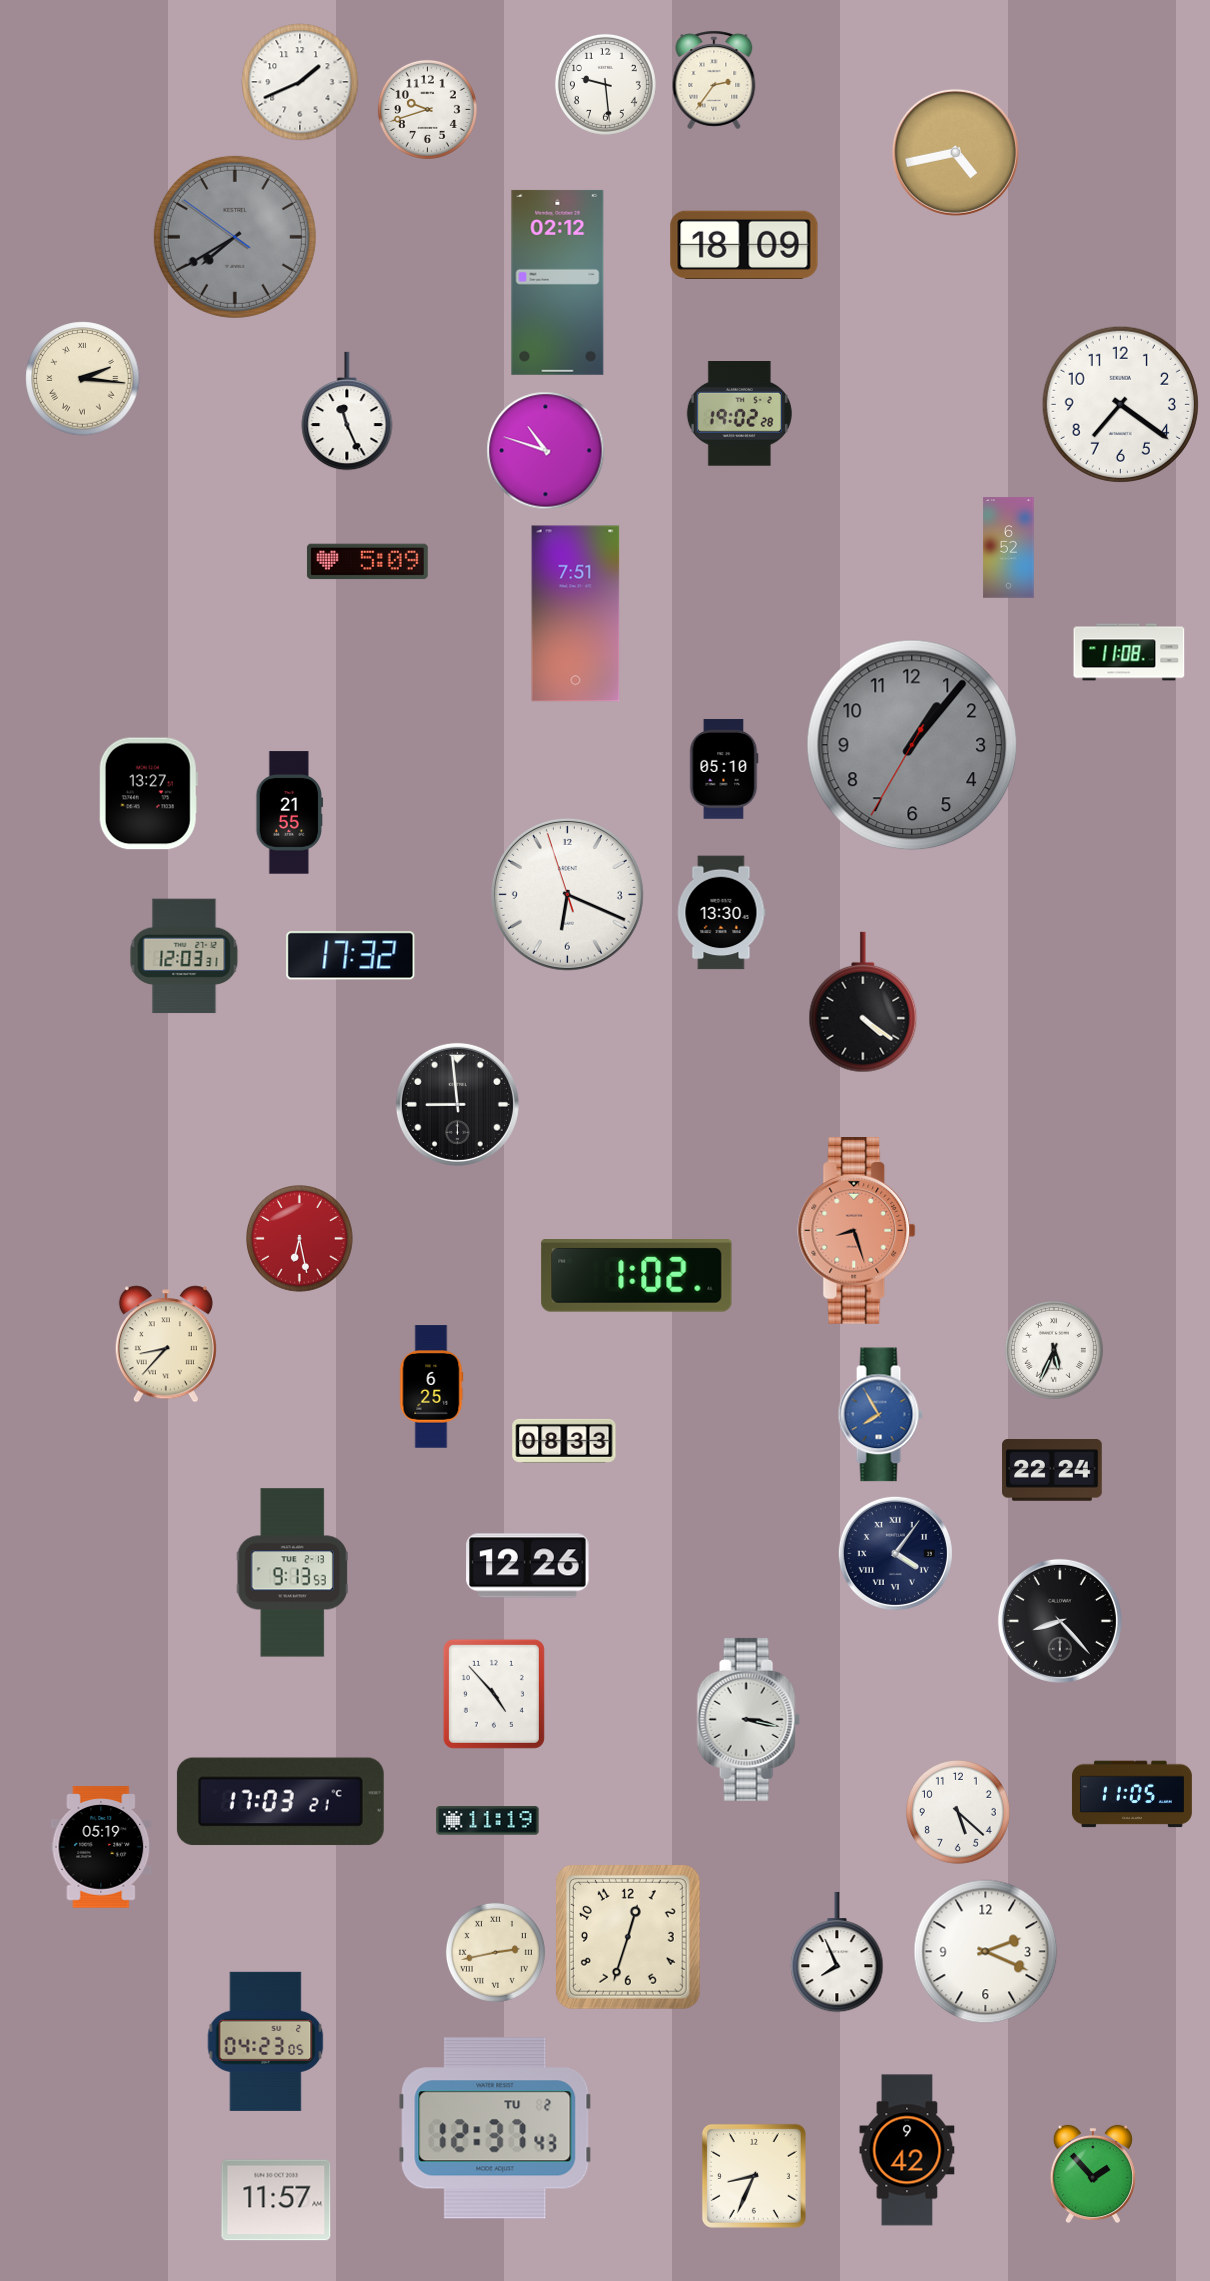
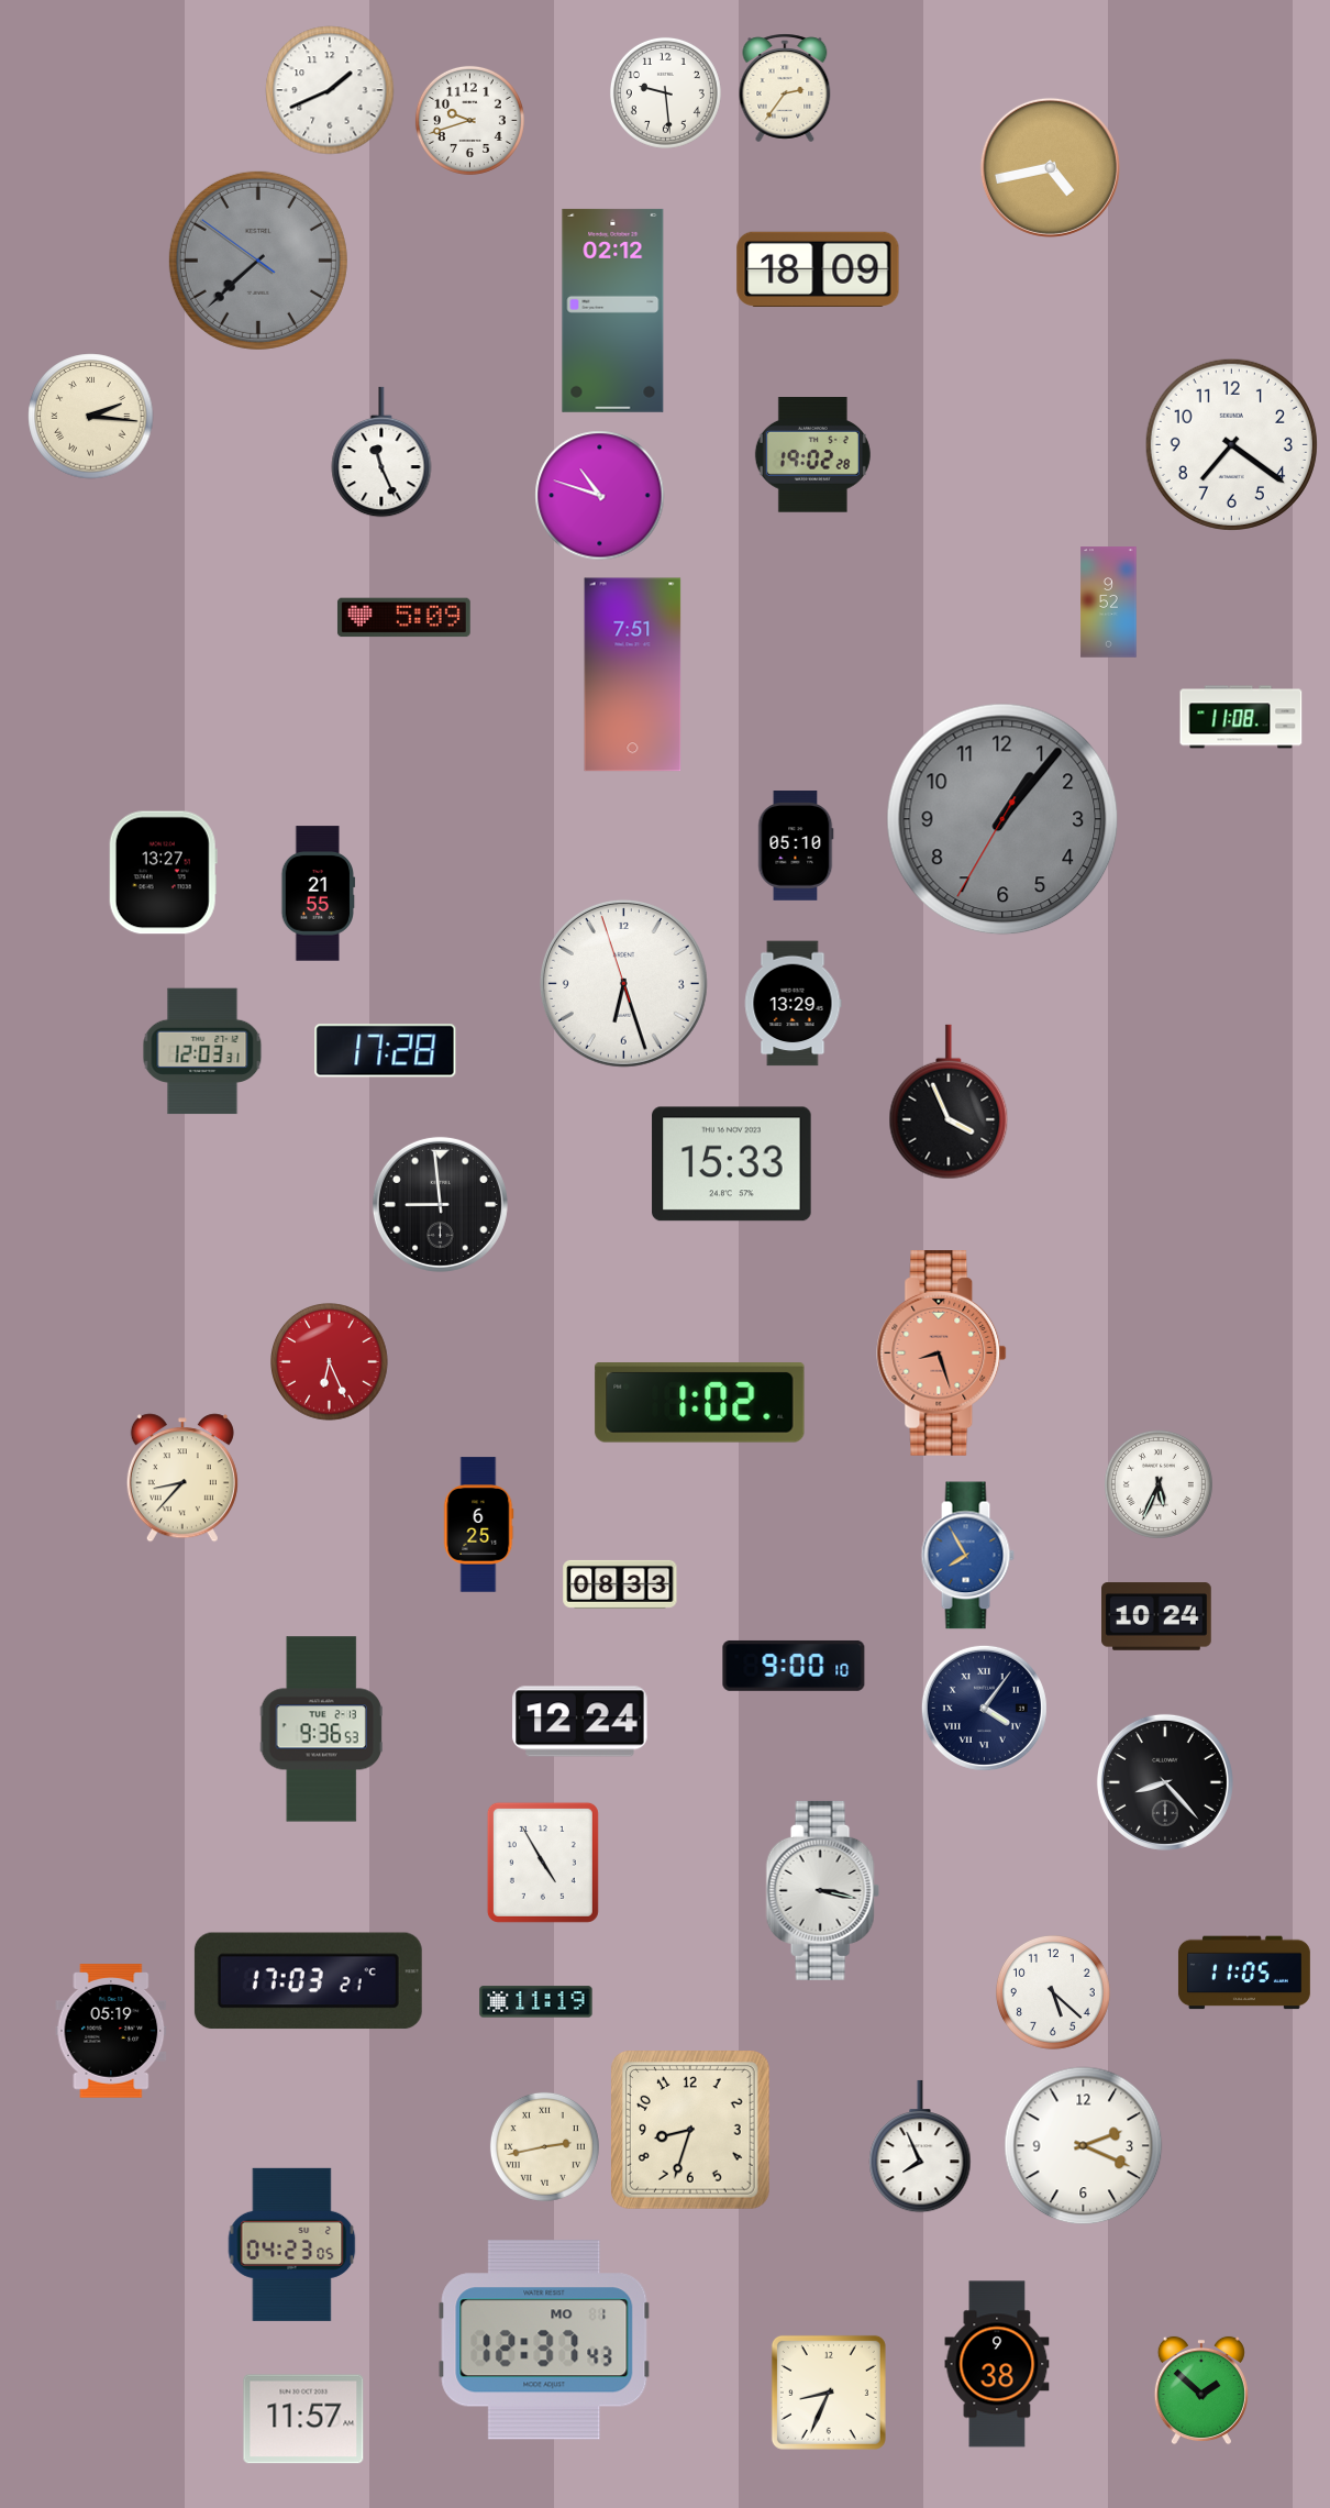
clock at (235, 237): 7:39 -> 7:37
clock at (1009, 548): 6:52 -> 9:52
clock at (567, 894): 6:18 -> 6:26
clock at (721, 913): 13:30 -> 13:29
clock at (351, 956): 17:32 -> 17:28
clock at (863, 1002): 4:21 -> 3:56
clock at (732, 1164): none -> 15:33
clock at (457, 1104) position: (457, 1104) -> (440, 1204)
clock at (300, 1239): 6:28 -> 6:26
clock at (431, 1387) position: (431, 1387) -> (478, 1525)
clock at (1052, 1470): 22:24 -> 10:24
clock at (794, 1666): none -> 9:00
clock at (528, 1566): 12:26 -> 12:24
clock at (292, 1573): 9:13 -> 9:36
clock at (494, 1694): 4:53 -> 4:55
clock at (628, 1937): 12:33 -> 8:33
clock at (495, 2128) date: TU 2 -> MO 1
clock at (907, 2150): 9:42 -> 9:38
clock at (1093, 2174): 1:53 -> 1:52
